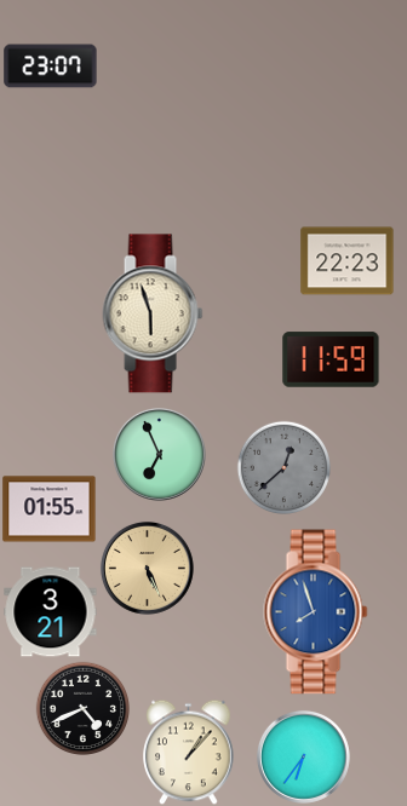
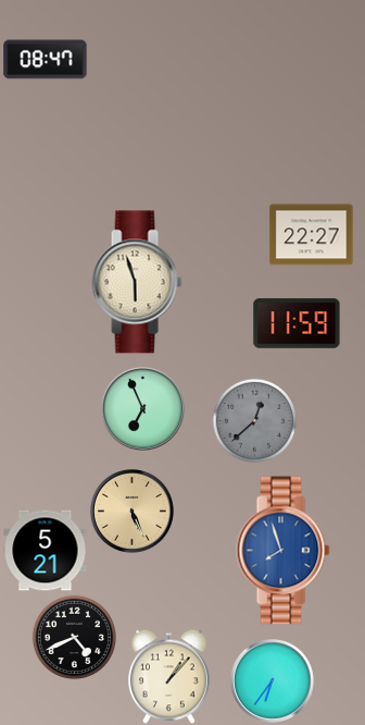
clock at (51, 67): 23:07 -> 08:47
clock at (348, 261): 22:23 -> 22:27
clock at (50, 509): 01:55 -> none
clock at (51, 612): 3:21 -> 5:21
